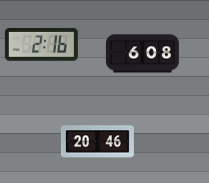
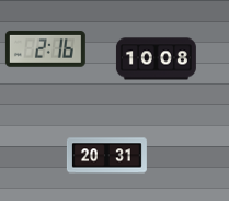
clock at (142, 54): 6:08 -> 10:08
clock at (97, 142): 20:46 -> 20:31
